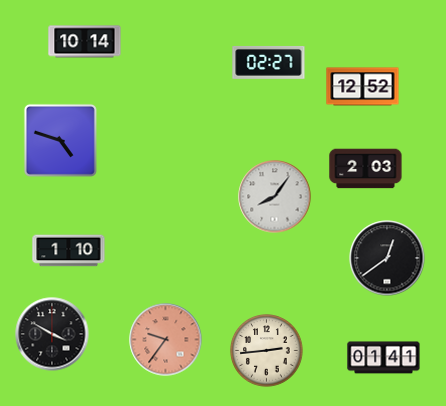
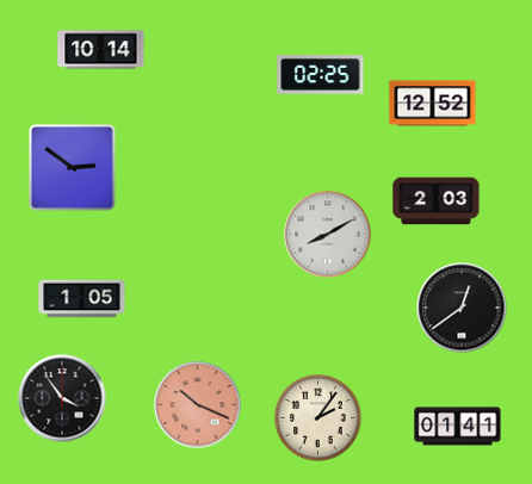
clock at (269, 62): 02:27 -> 02:25
clock at (60, 140): 4:48 -> 2:51
clock at (275, 197): 8:06 -> 8:10
clock at (69, 251): 1:10 -> 1:05
clock at (52, 334): 3:50 -> 3:54
clock at (166, 340): 9:36 -> 10:19
clock at (267, 351): 2:44 -> 2:06
